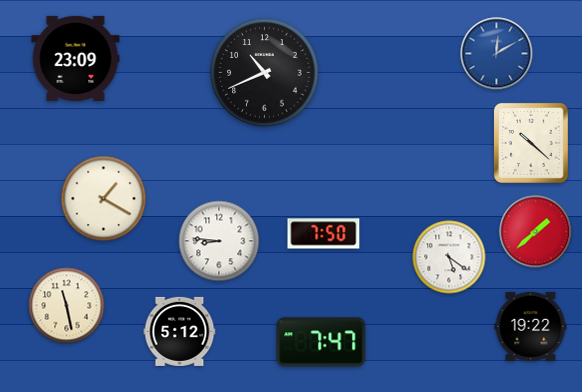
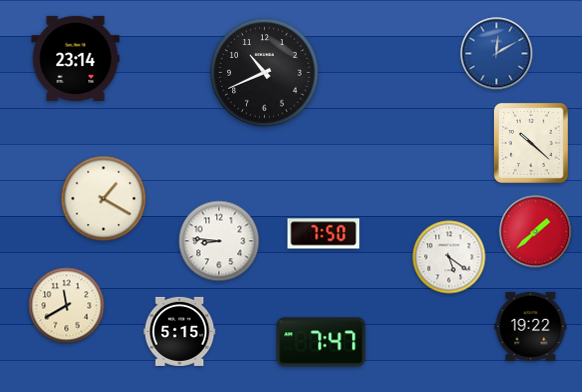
clock at (76, 58): 23:09 -> 23:14
clock at (67, 306): 11:28 -> 11:40
clock at (180, 331): 5:12 -> 5:15
